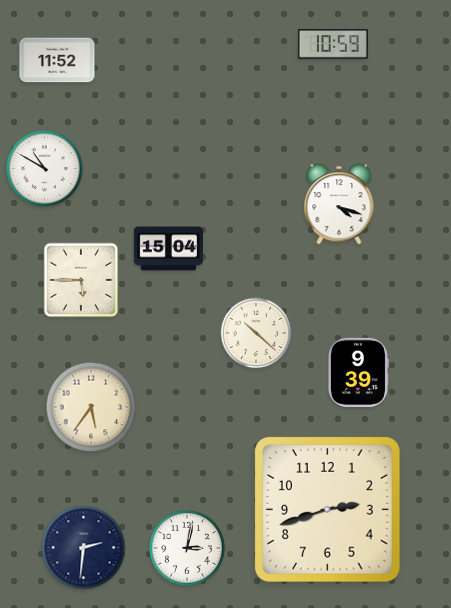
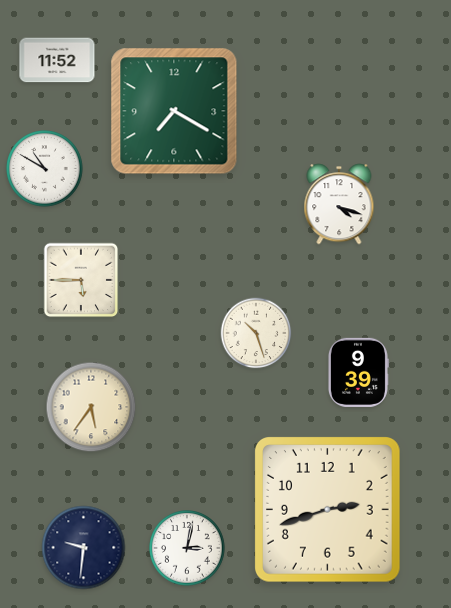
clock at (333, 44): 10:59 -> none
clock at (174, 111): none -> 7:20
clock at (168, 249): 15:04 -> none
clock at (256, 333): 10:22 -> 10:27
clock at (84, 548): 2:31 -> 9:31
